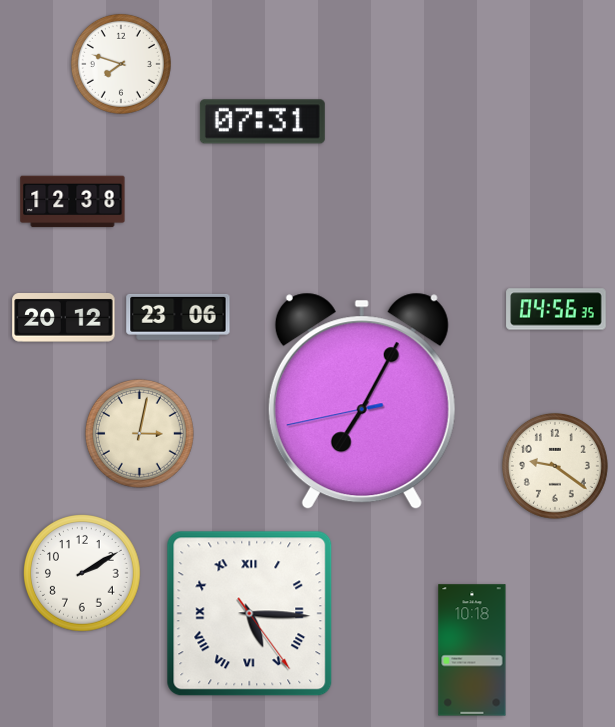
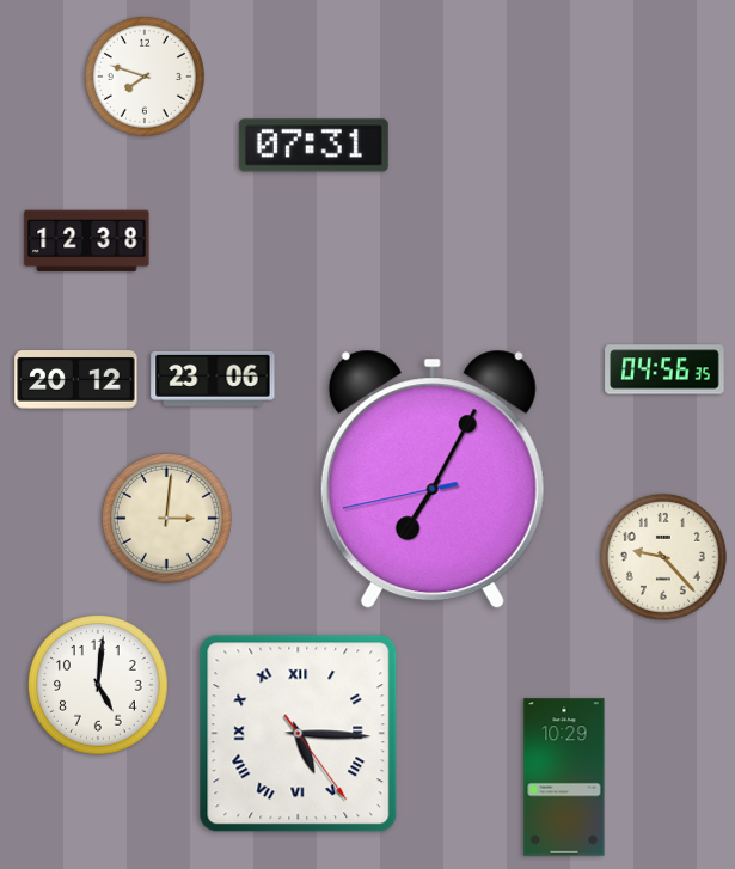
clock at (139, 433): 3:02 -> 3:01
clock at (555, 466): 9:21 -> 9:23
clock at (83, 574): 2:10 -> 5:01
clock at (472, 650): 10:18 -> 10:29
